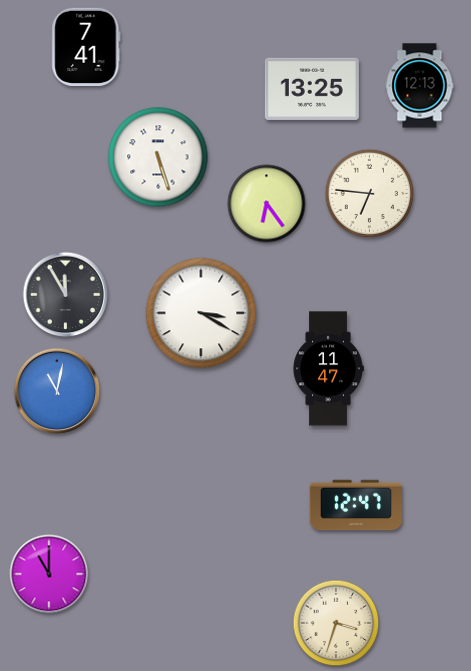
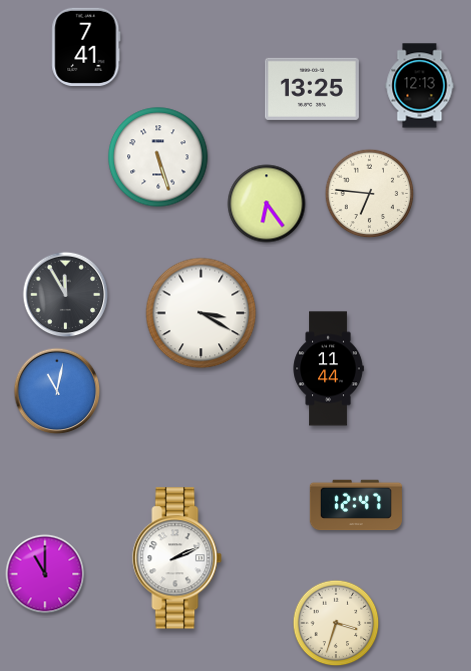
clock at (328, 369): 11:47 -> 11:44
clock at (177, 558): none -> 2:11
clock at (49, 574) position: (49, 574) -> (45, 574)
